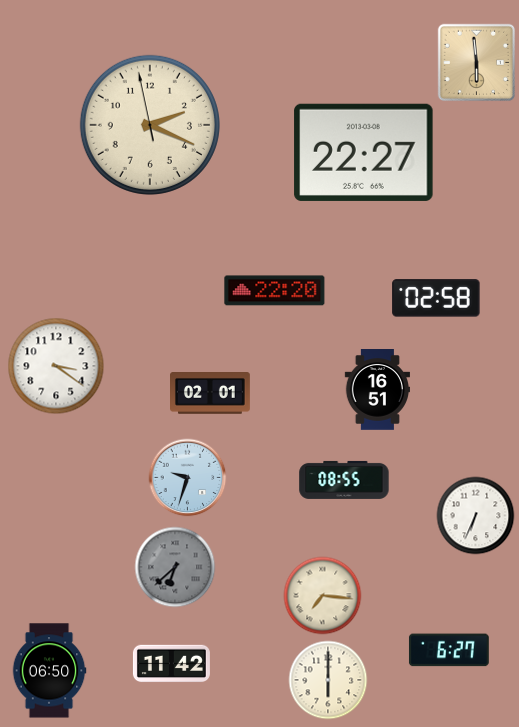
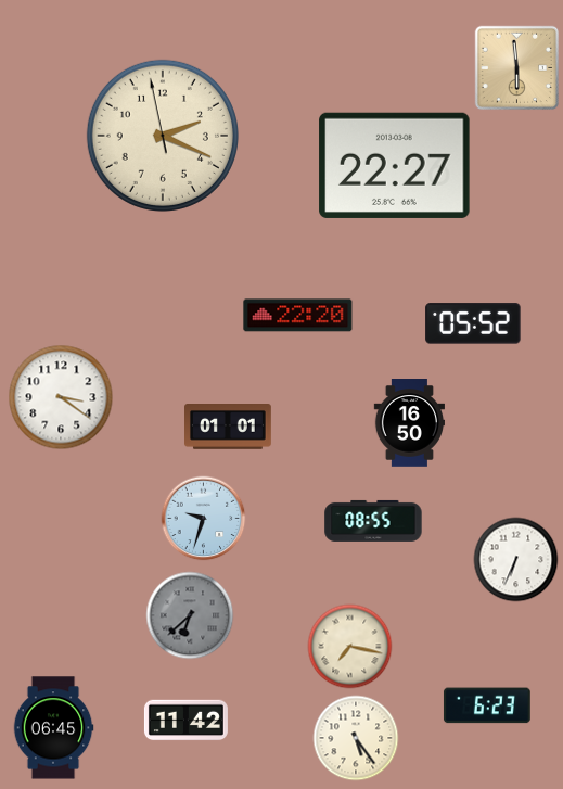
clock at (436, 298): 02:58 -> 05:52
clock at (377, 390): 16:51 -> 16:50
clock at (211, 394): 02:01 -> 01:01
clock at (322, 595): 7:16 -> 7:17
clock at (449, 650): 6:27 -> 6:23
clock at (49, 671): 06:50 -> 06:45
clock at (328, 680): 6:00 -> 5:24
